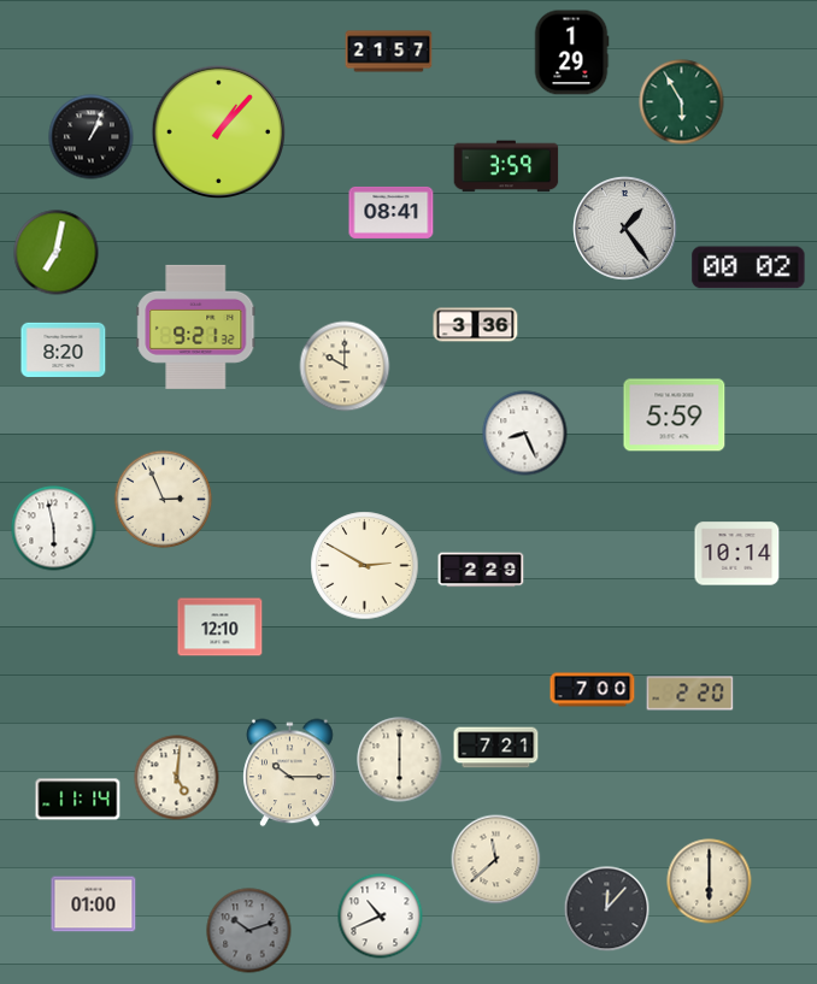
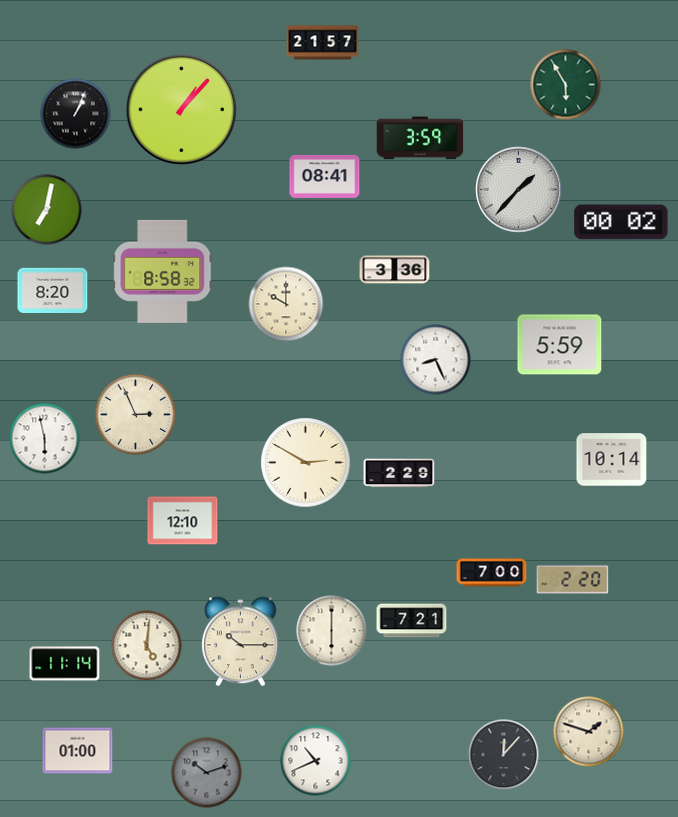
clock at (571, 53): 1:29 -> none
clock at (625, 229): 1:24 -> 1:37
clock at (196, 326): 9:21 -> 8:58
clock at (365, 566) position: (365, 566) -> (306, 463)
clock at (690, 694) position: (690, 694) -> (573, 580)
clock at (496, 860): 11:38 -> none
clock at (710, 882): 6:00 -> 1:48
